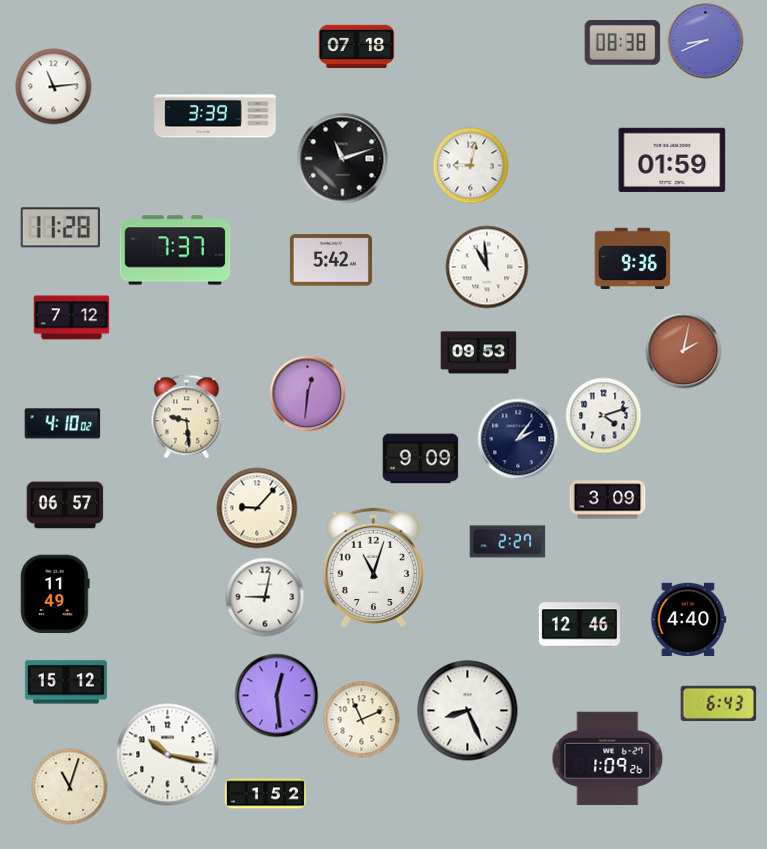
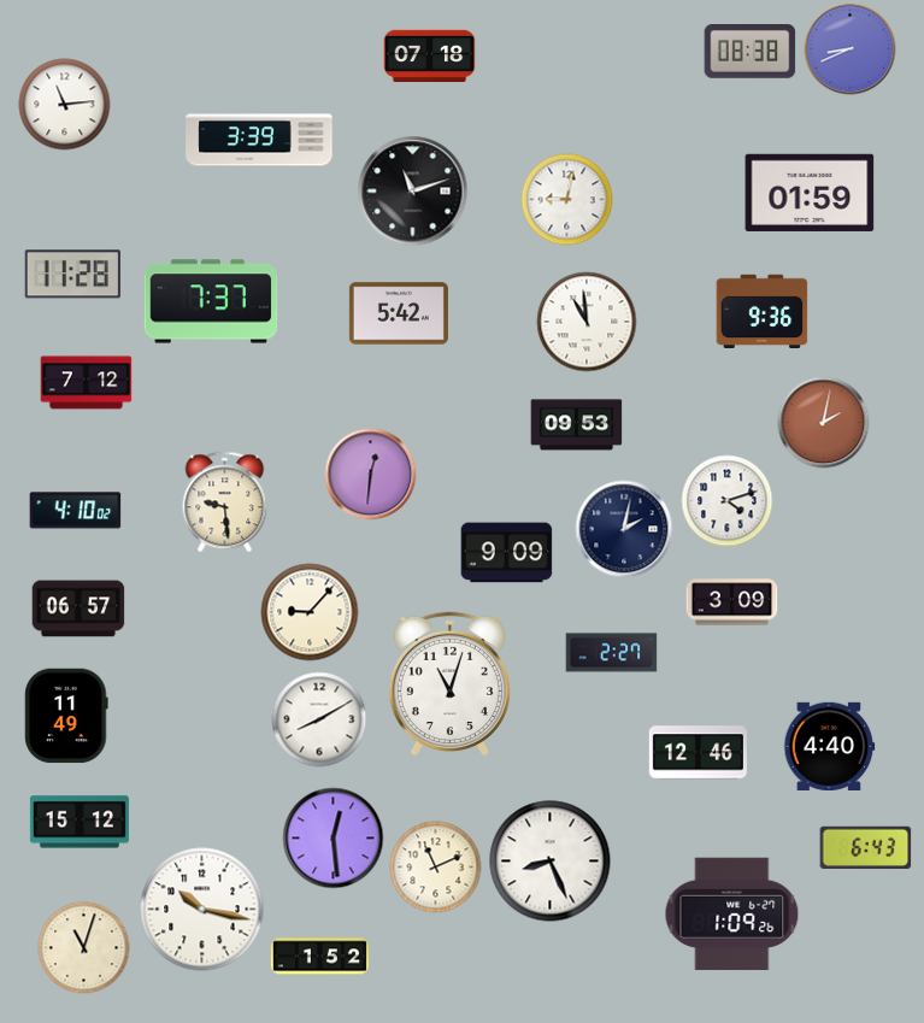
clock at (518, 439): 2:06 -> 2:02
clock at (265, 597): 9:02 -> 8:10
clock at (468, 711) position: (468, 711) -> (551, 862)
